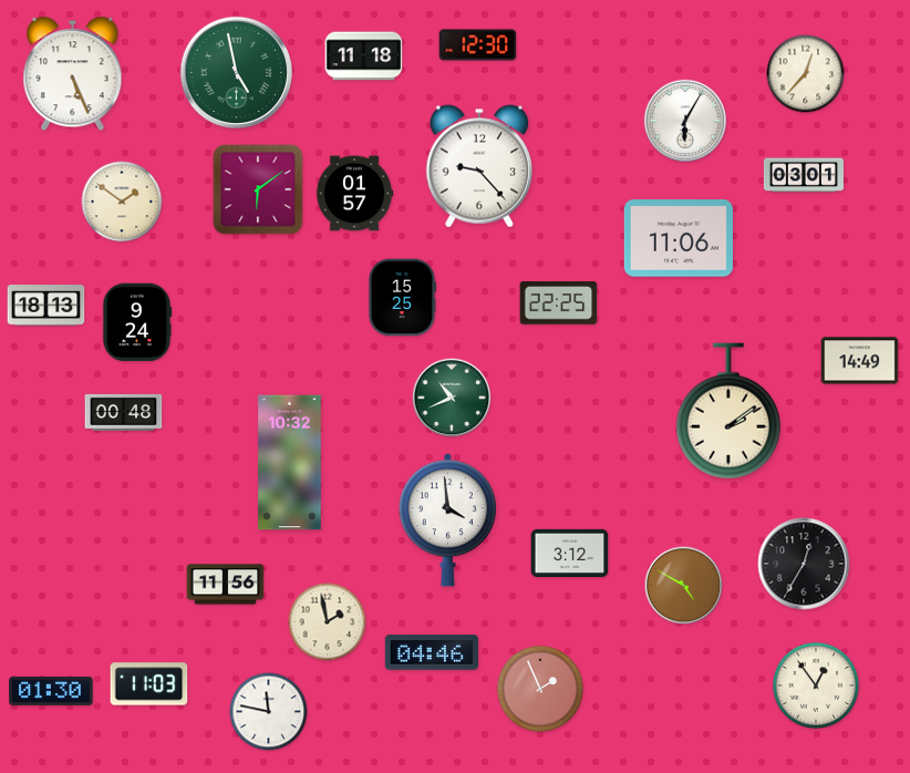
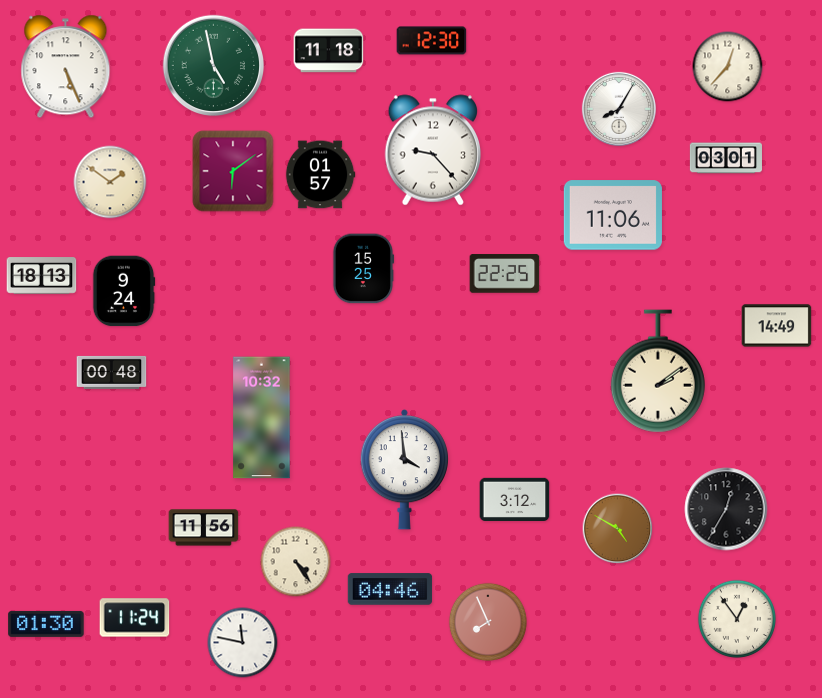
clock at (685, 121): 6:05 -> 8:05
clock at (452, 398): 10:41 -> none
clock at (328, 622): 1:58 -> 4:24
clock at (149, 684): 11:03 -> 11:24
clock at (540, 689): 1:56 -> 7:56
